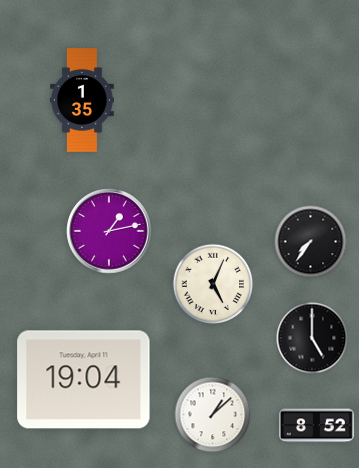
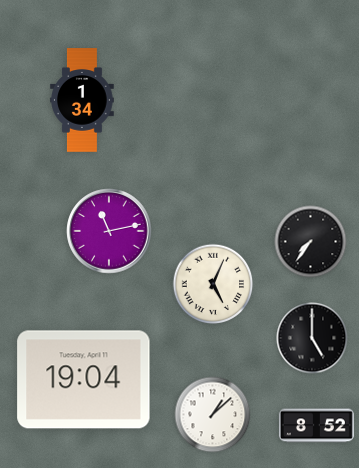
clock at (82, 100): 1:35 -> 1:34
clock at (109, 231): 1:13 -> 11:13
